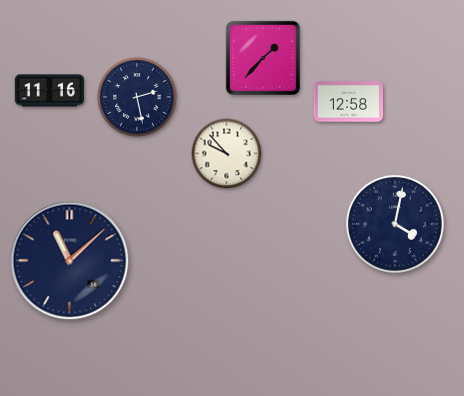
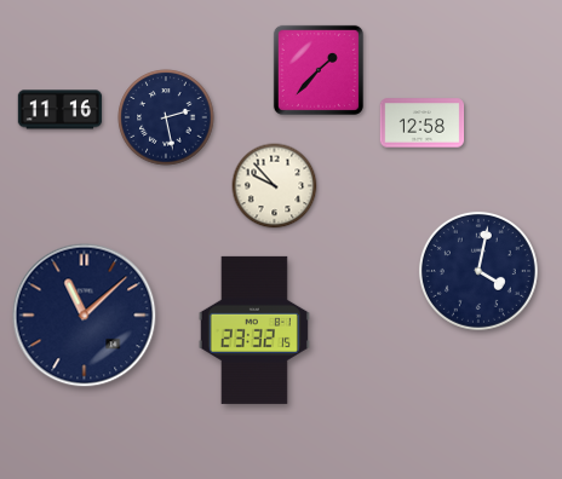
clock at (254, 330): none -> 23:32
